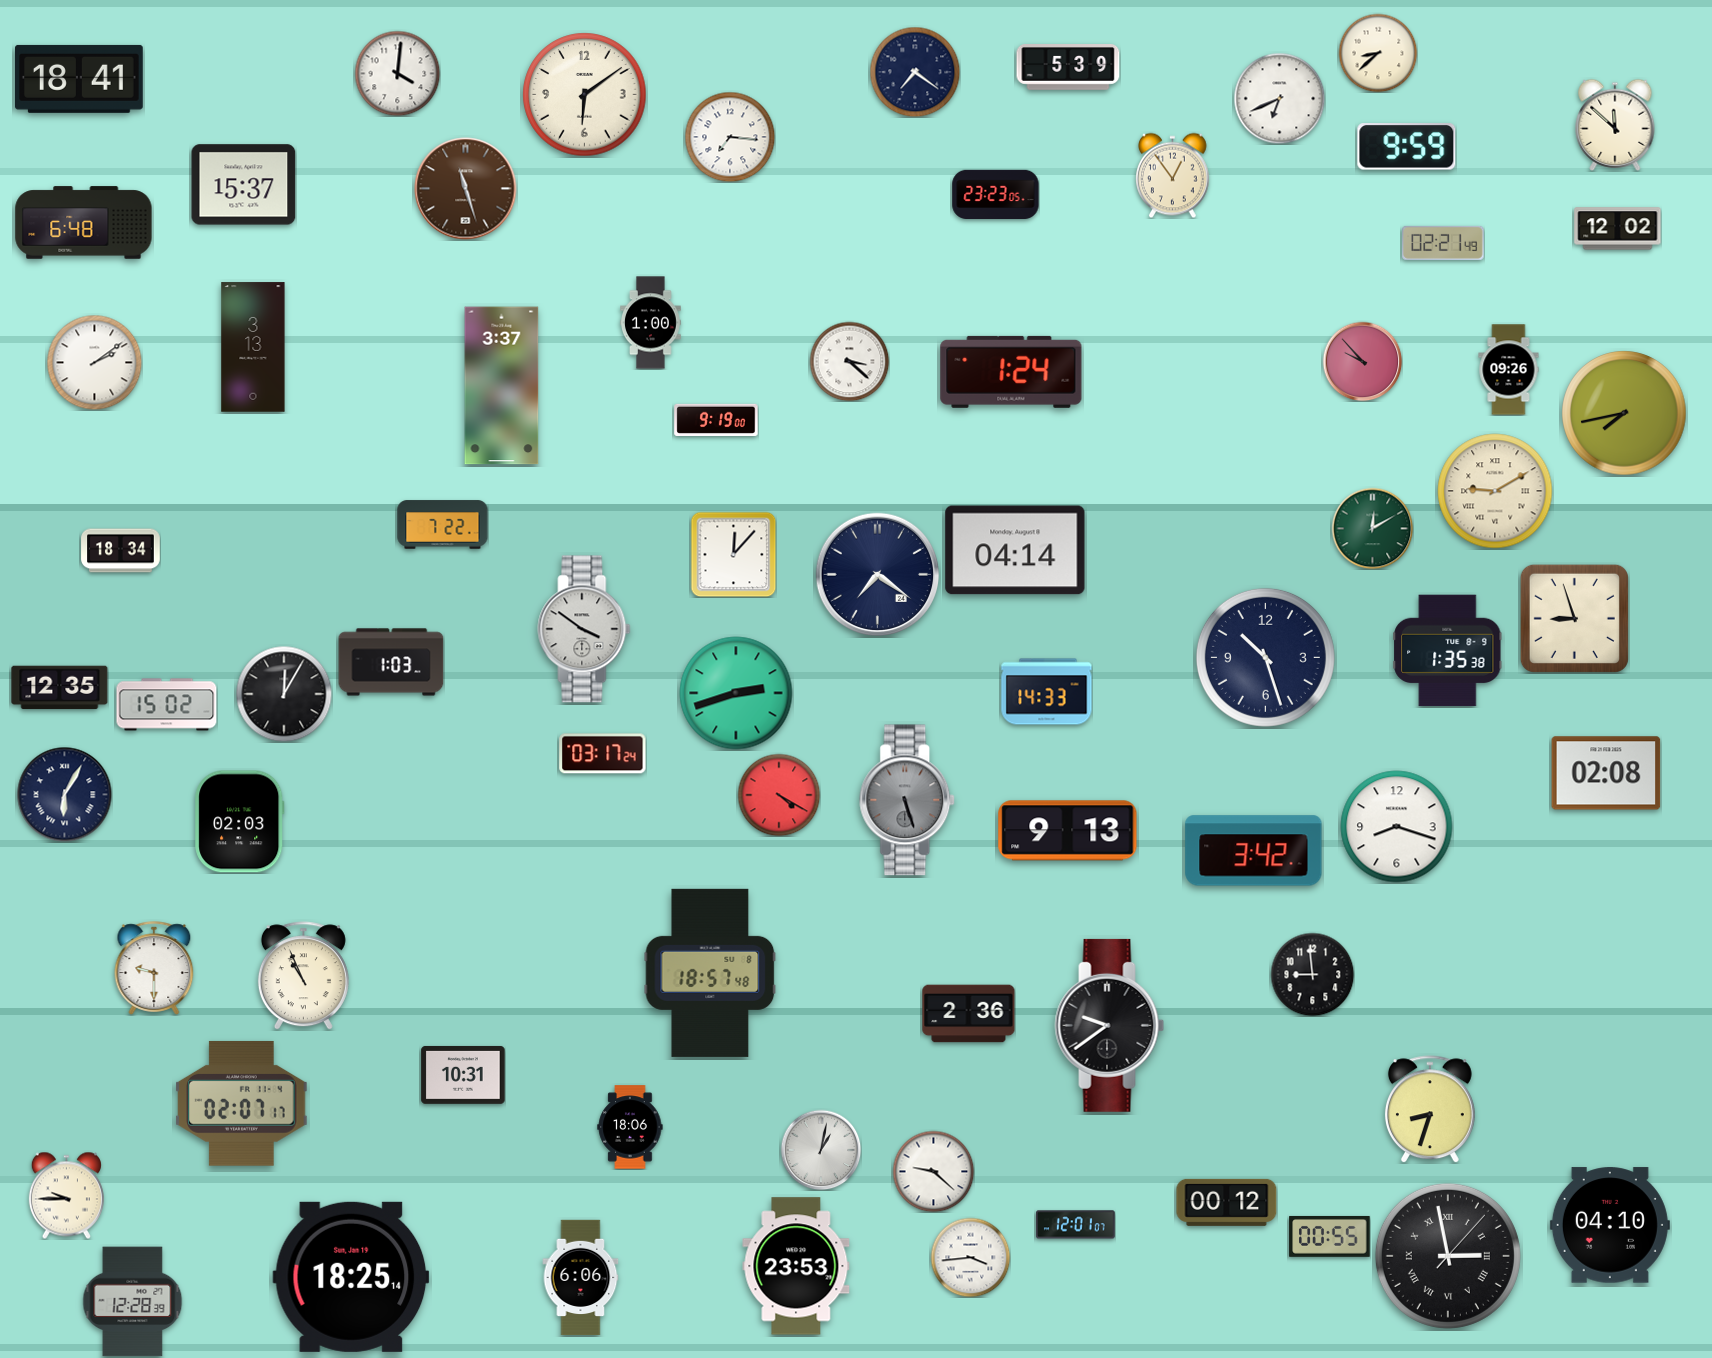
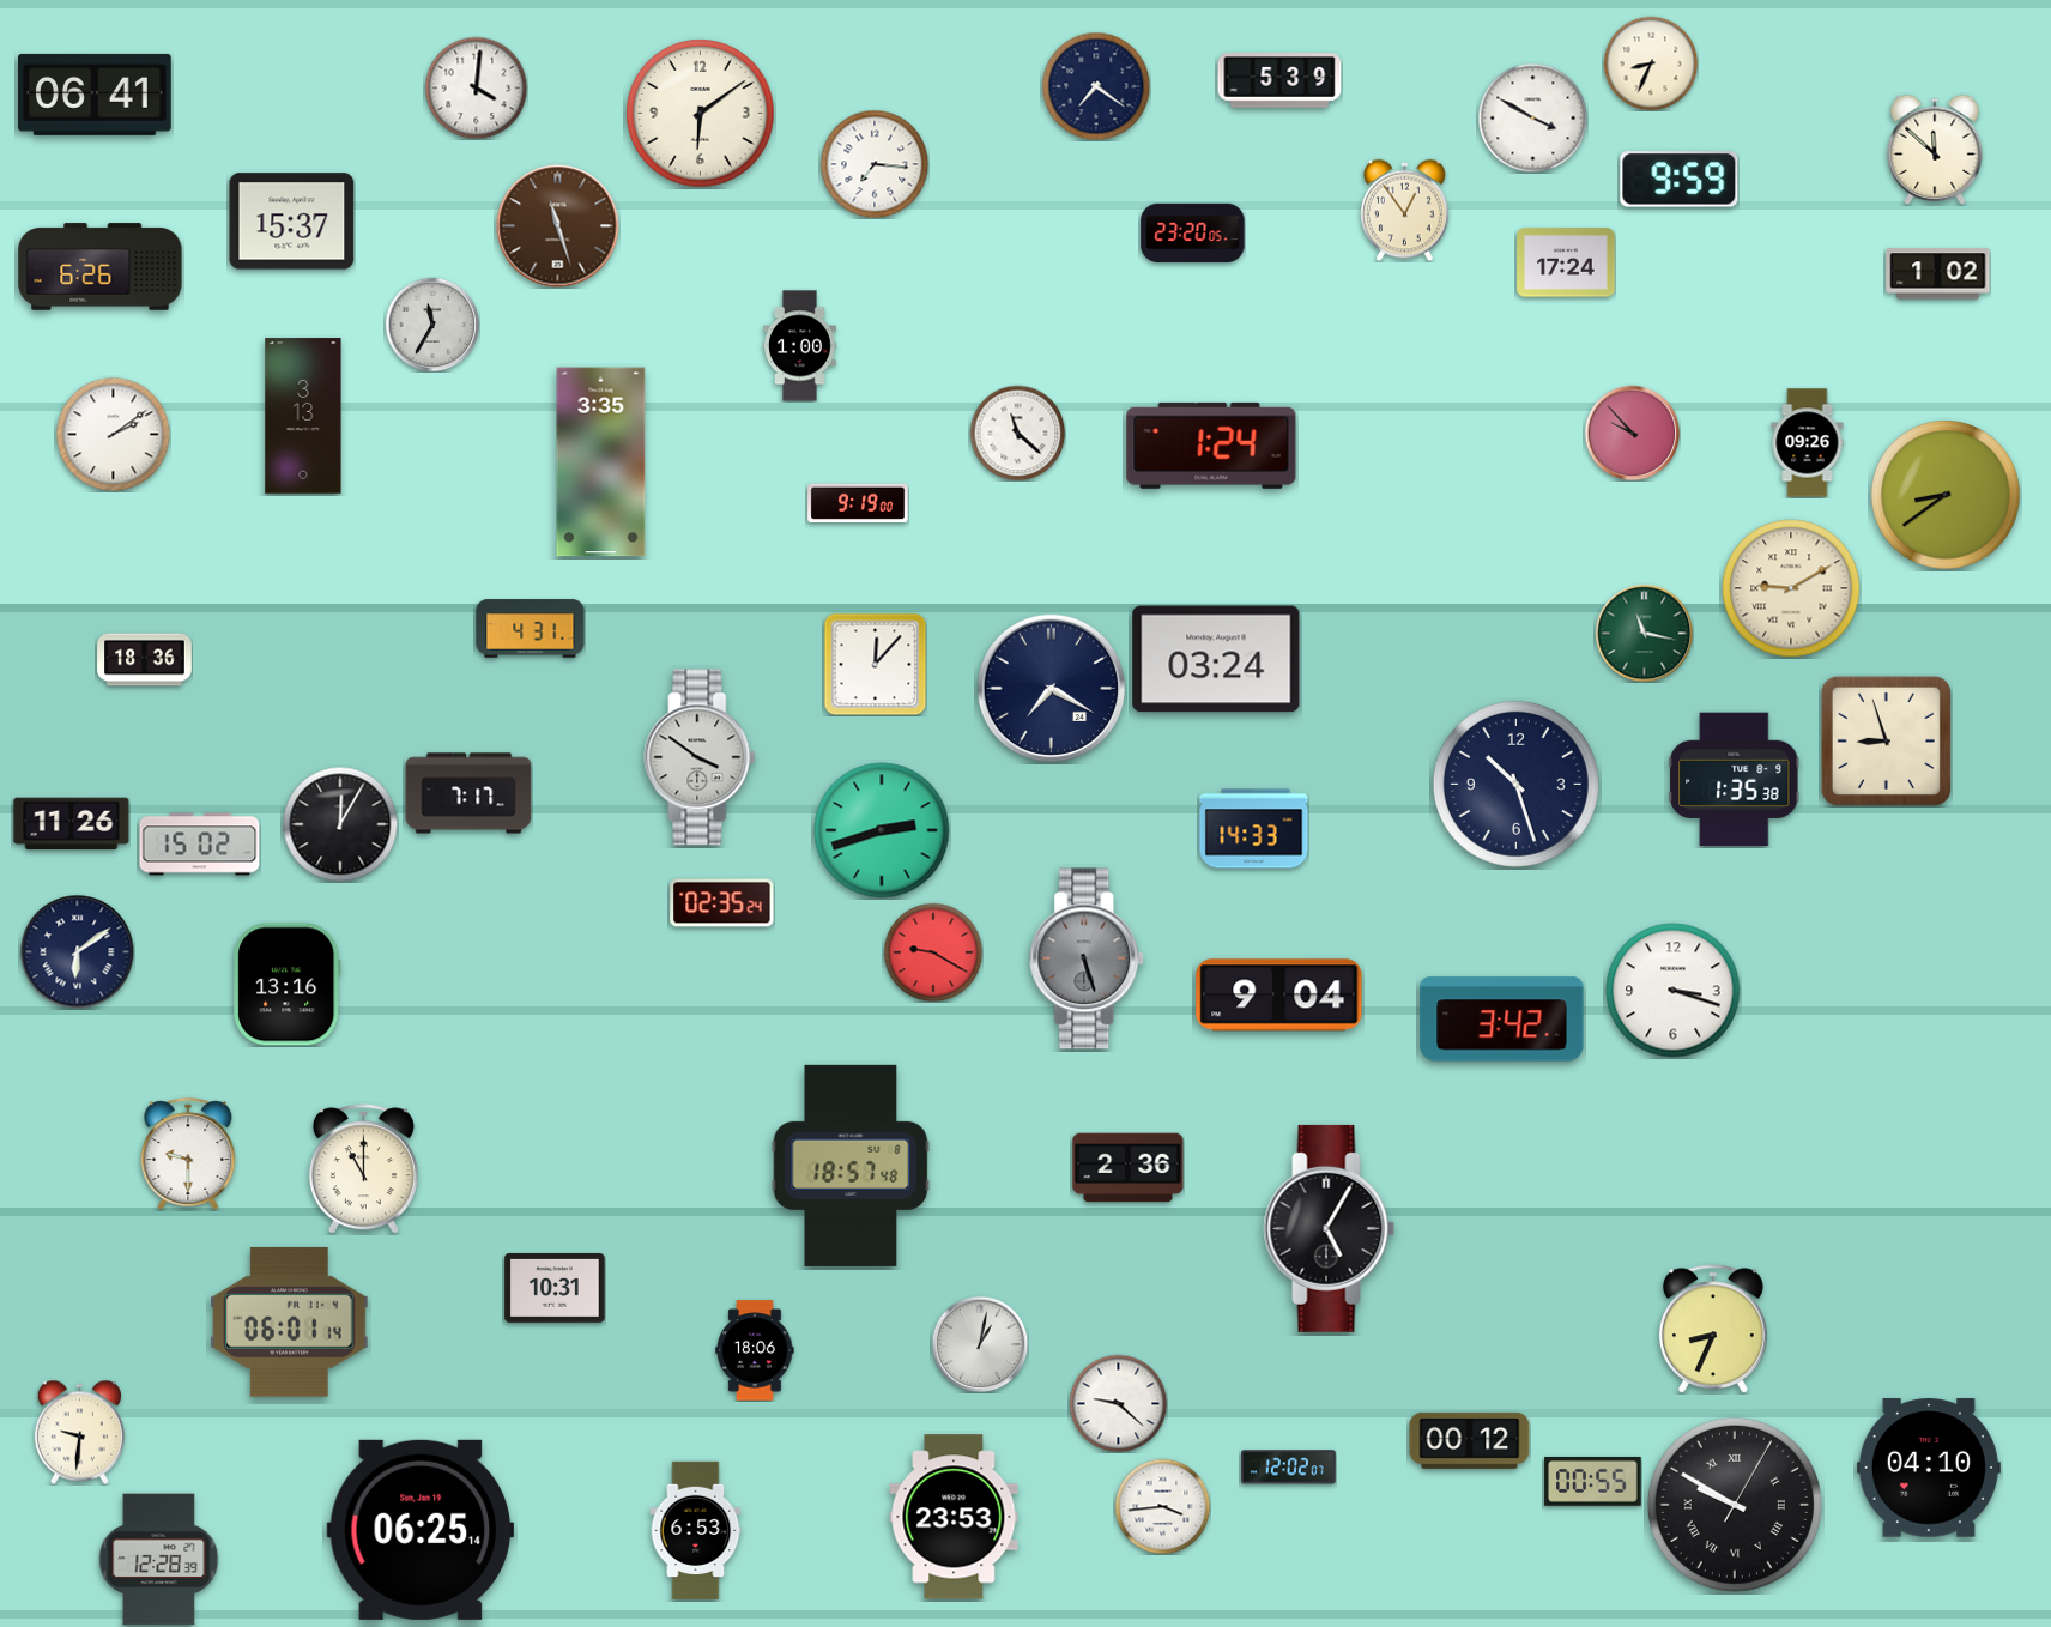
clock at (1378, 53): 8:38 -> 8:34
clock at (80, 79): 18:41 -> 06:41
clock at (1279, 98): 6:41 -> 3:50
clock at (1407, 147) position: (1407, 147) -> (1680, 180)
clock at (996, 195): 23:23 -> 23:20
clock at (1566, 262): none -> 17:24
clock at (84, 223): 6:48 -> 6:26
clock at (1618, 229): 12:02 -> 1:02
clock at (1443, 243): 02:21 -> none
clock at (432, 325): none -> 11:35
clock at (651, 323) position: (651, 323) -> (800, 346)
clock at (849, 361): 3:22 -> 11:22
clock at (502, 386): 3:37 -> 3:35
clock at (1624, 413): 7:43 -> 8:39
clock at (443, 525): 7:22 -> 4:31
clock at (1372, 528): 12:10 -> 11:17
clock at (1015, 550): 04:14 -> 03:24
clock at (121, 551): 18:34 -> 18:36
clock at (733, 554) position: (733, 554) -> (875, 664)
clock at (878, 575): 7:21 -> 7:20
clock at (584, 629) position: (584, 629) -> (700, 757)
clock at (1265, 657) position: (1265, 657) -> (1515, 784)
clock at (391, 662): 1:03 -> 7:17
clock at (60, 688): 12:35 -> 11:26
clock at (284, 694) position: (284, 694) -> (340, 824)
clock at (603, 754): 03:17 -> 02:35
clock at (1606, 773): 02:08 -> none
clock at (64, 794): 6:05 -> 6:09
clock at (779, 795): 4:20 -> 9:20
clock at (240, 822): 02:03 -> 13:16
clock at (1397, 827): 8:18 -> 3:18
clock at (1068, 831): 9:13 -> 9:04
clock at (154, 968) position: (154, 968) -> (188, 1154)
clock at (1312, 974): 8:59 -> none
clock at (303, 976): 10:56 -> 11:00
clock at (969, 1014) position: (969, 1014) -> (1129, 1168)
clock at (1110, 1025): 9:39 -> 5:05
clock at (242, 1103): 02:07 -> 06:01
clock at (1430, 1109): 8:33 -> 8:34
clock at (821, 1150) position: (821, 1150) -> (980, 1344)
clock at (66, 1195): 9:45 -> 9:31
clock at (1076, 1225): 12:01 -> 12:02
clock at (1448, 1256): 2:58 -> 9:50
clock at (351, 1277): 18:25 -> 06:25
clock at (581, 1278): 6:06 -> 6:53
